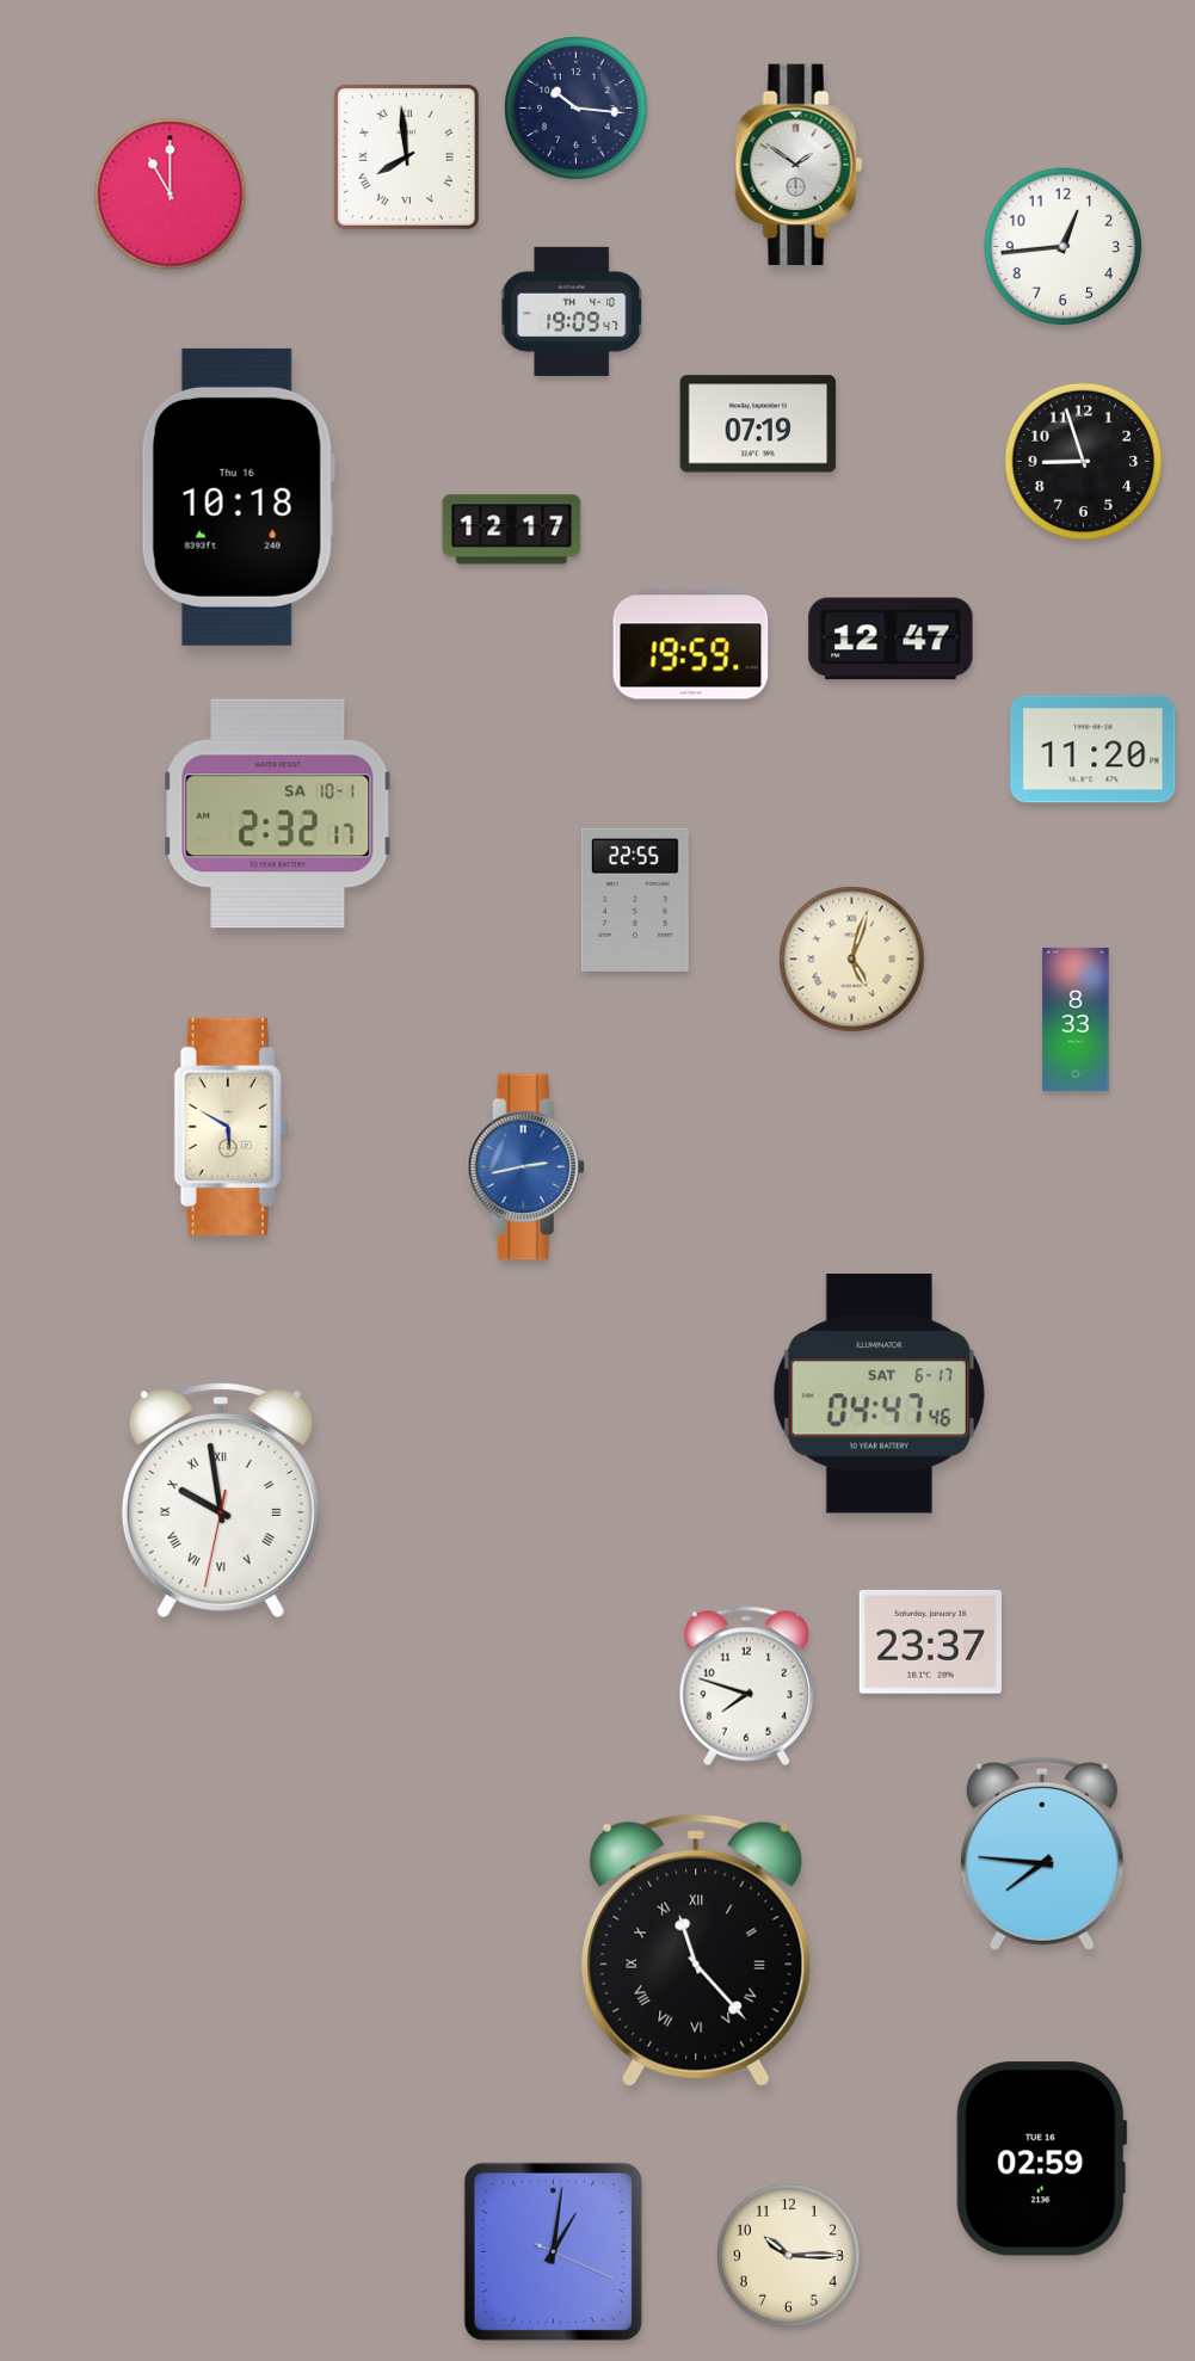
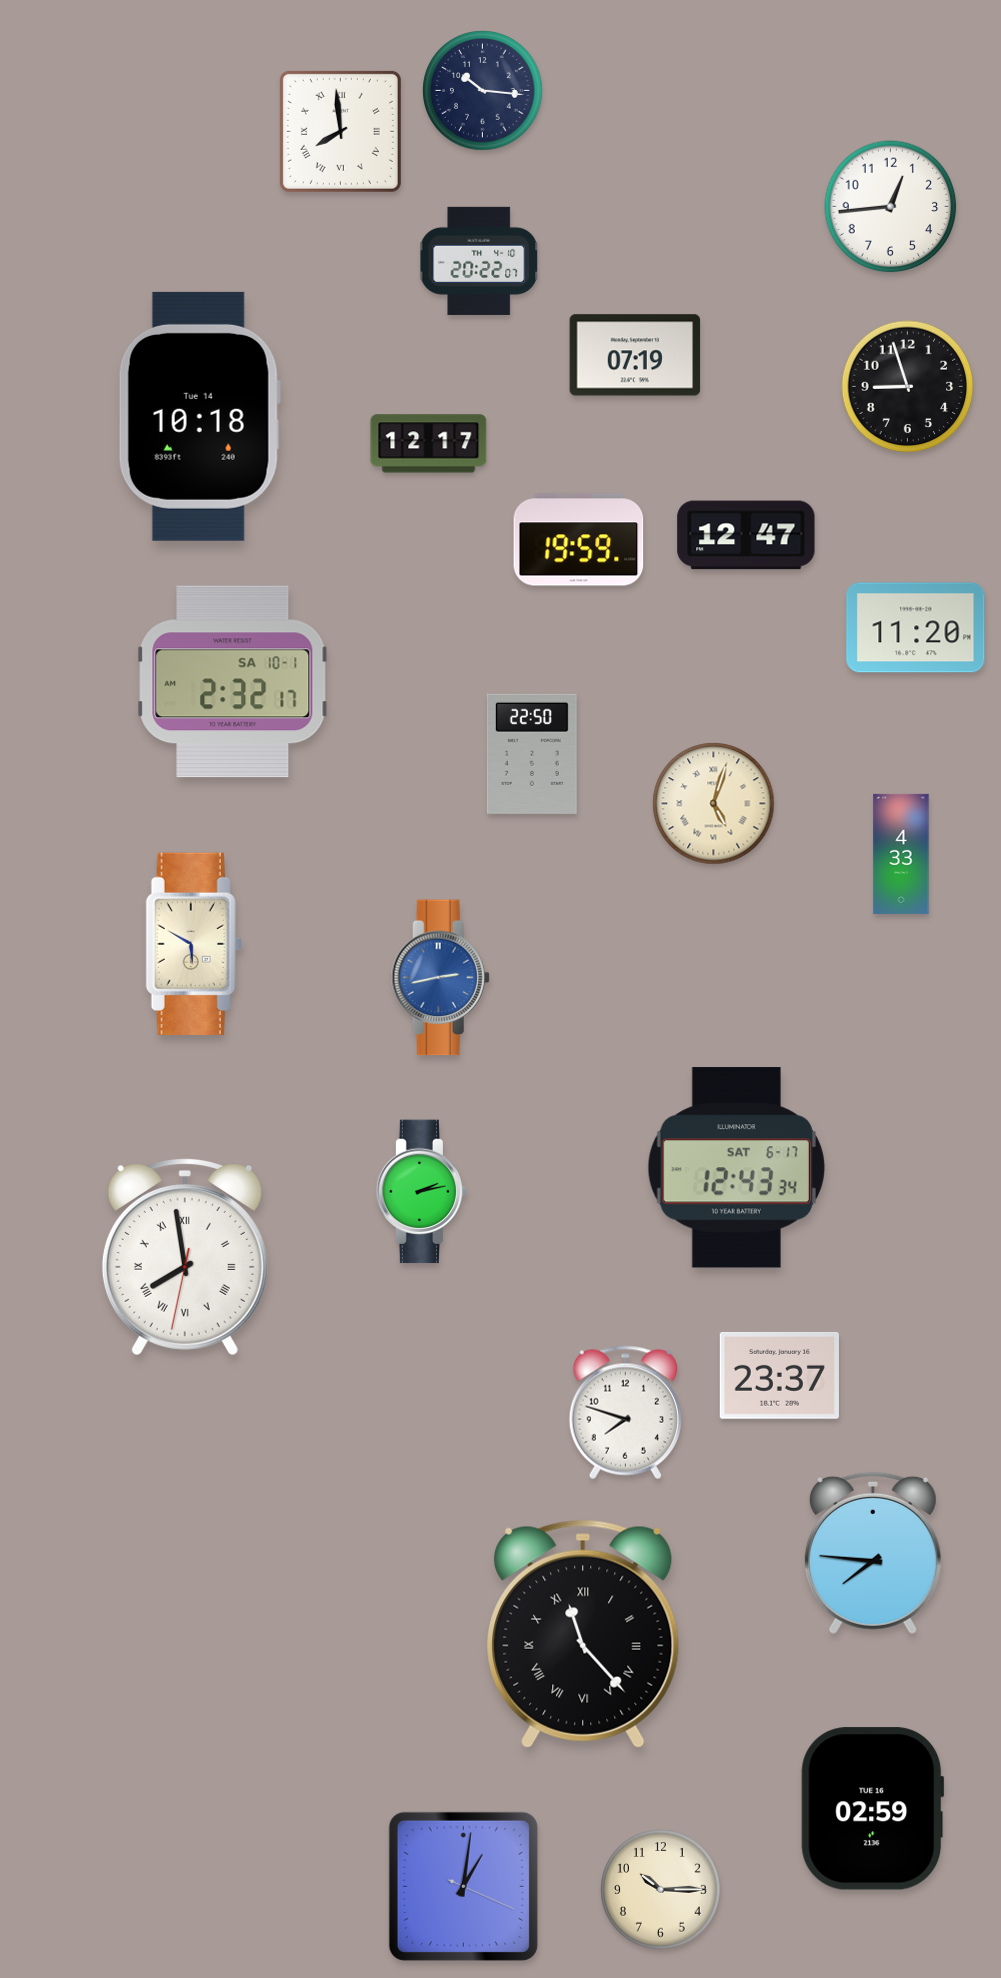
clock at (799, 165): 1:51 -> none
clock at (171, 195): 11:00 -> none
clock at (573, 312): 19:09 -> 20:22
clock at (238, 497) date: Thu 16 -> Tue 14
clock at (635, 900): 22:55 -> 22:50
clock at (1076, 1019): 8:33 -> 4:33
clock at (879, 1394): 04:47 -> 12:43
clock at (422, 1192): none -> 2:13
clock at (221, 1500): 9:58 -> 7:58
